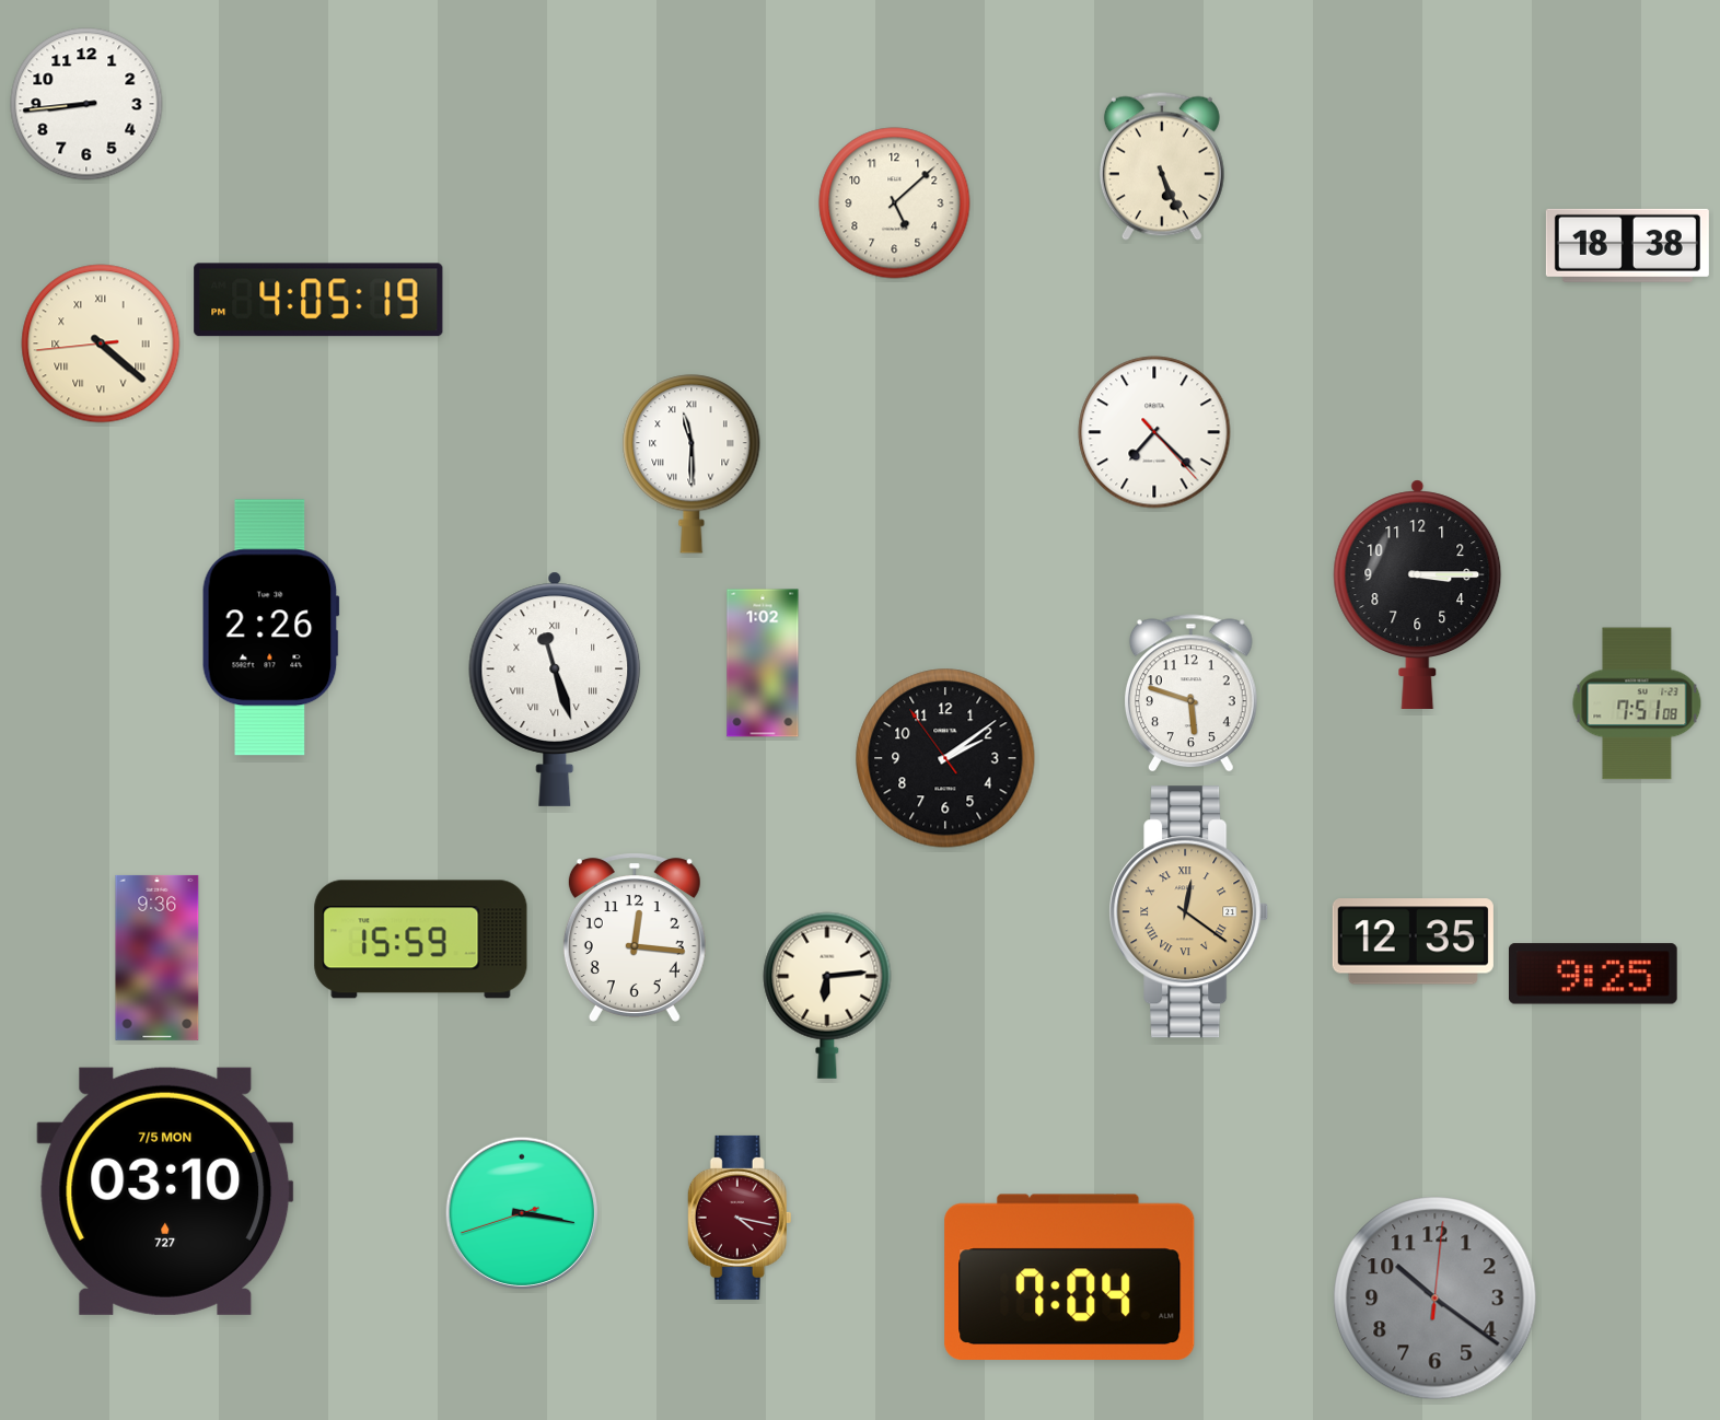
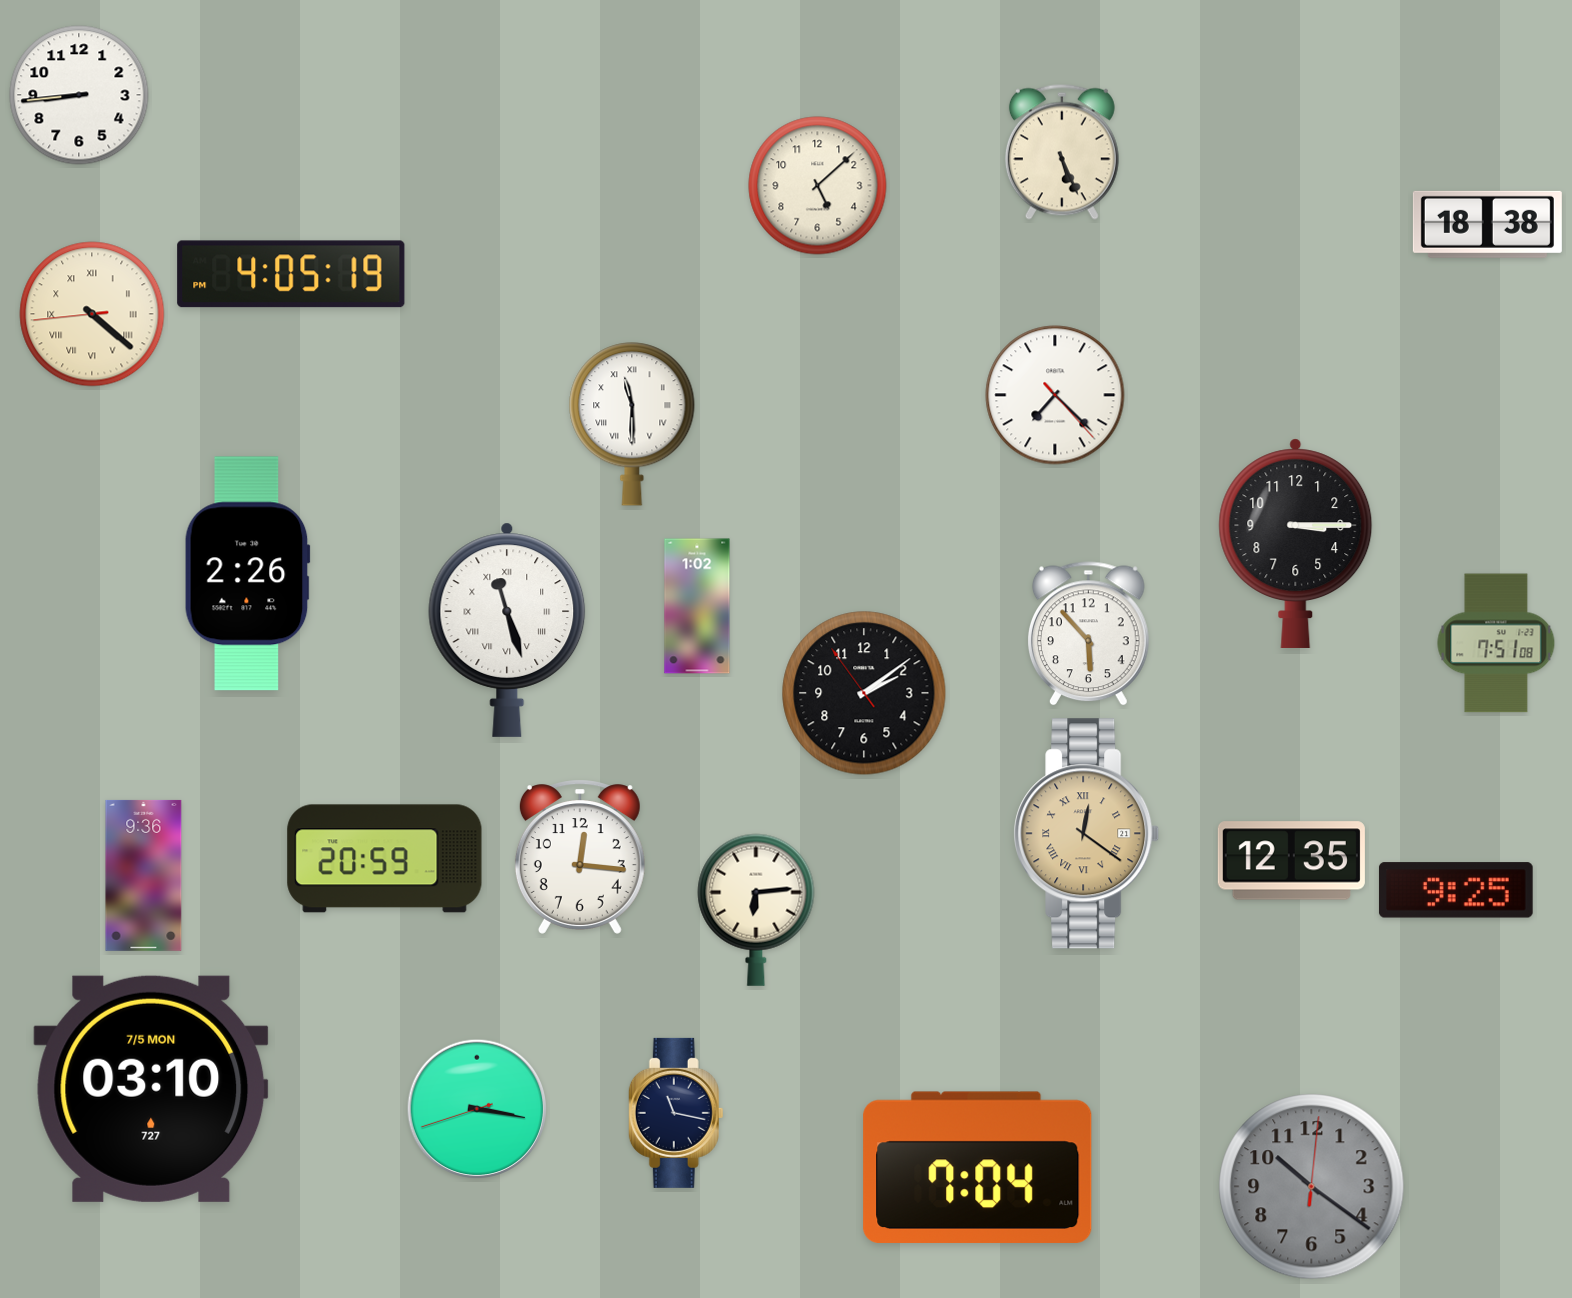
clock at (1190, 694): 5:48 -> 5:53
clock at (421, 940): 15:59 -> 20:59
clock at (740, 1218): 4:17 -> 11:17
clock at (740, 1218) dial: burgundy -> navy
